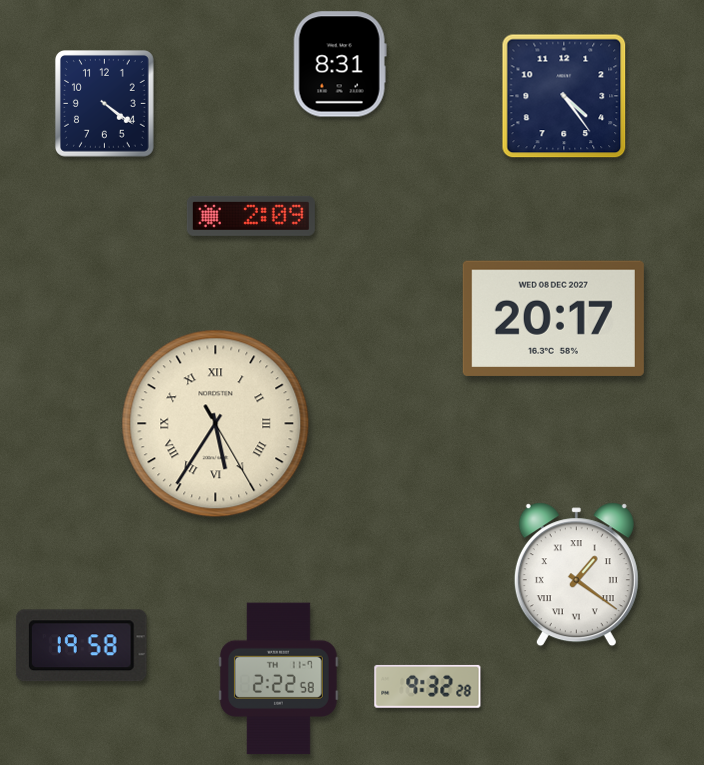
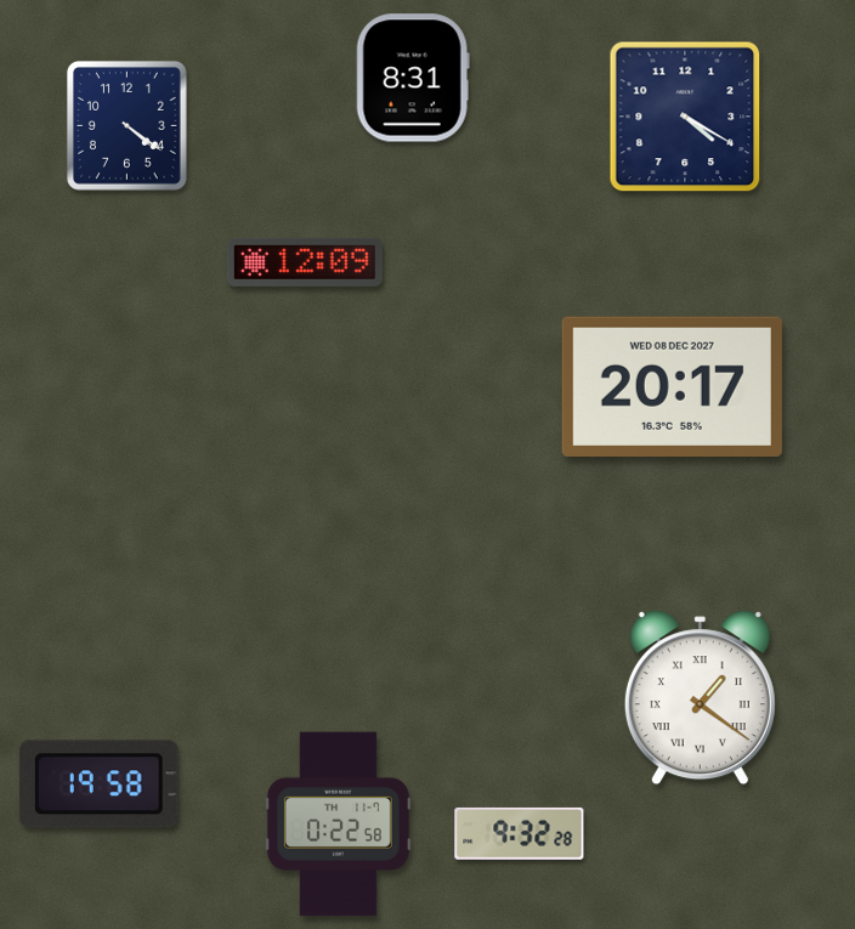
clock at (564, 96): 4:24 -> 4:20
clock at (251, 216): 2:09 -> 12:09
clock at (216, 424): 5:35 -> none
clock at (278, 679): 2:22 -> 0:22
